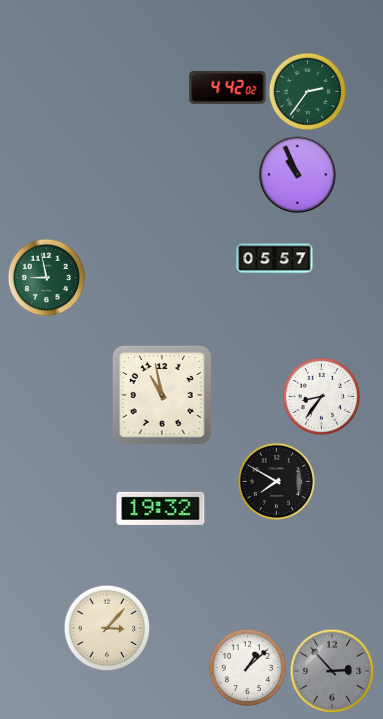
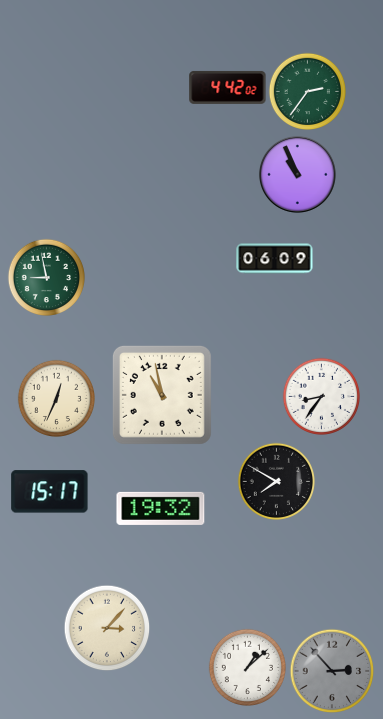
clock at (275, 259): 05:57 -> 06:09
clock at (56, 398): none -> 12:34
clock at (50, 492): none -> 15:17
